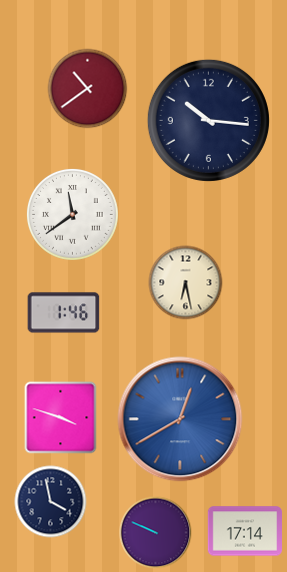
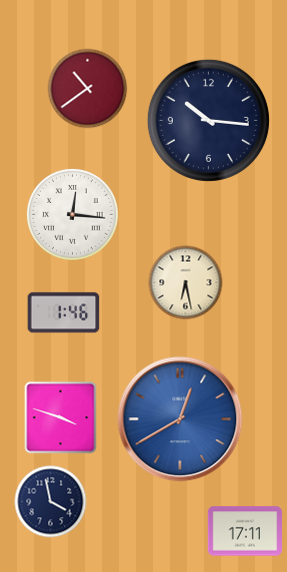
clock at (73, 215): 11:39 -> 12:16
clock at (244, 531): 17:14 -> 17:11
clock at (156, 533): 9:49 -> none
